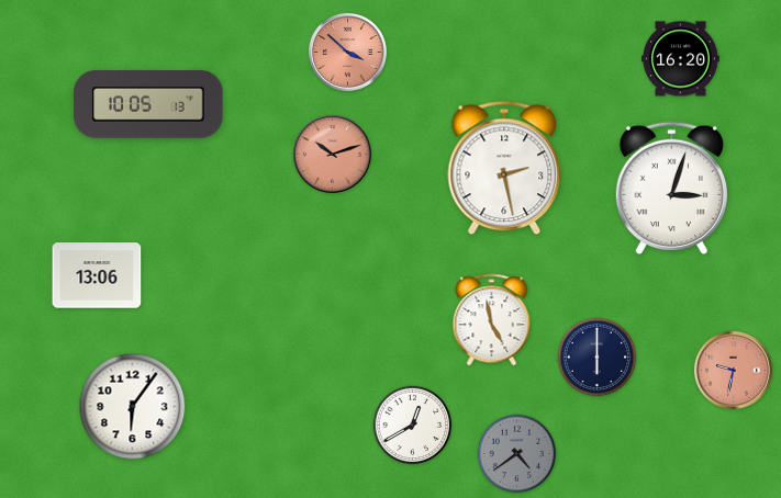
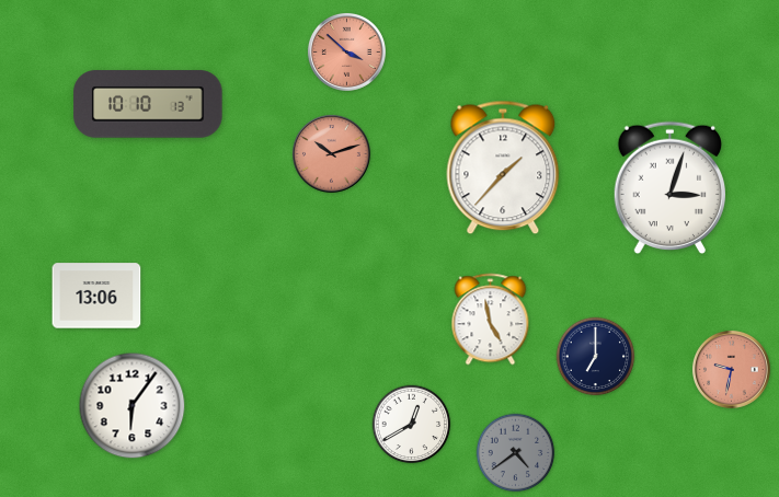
clock at (680, 59): 16:20 -> none
clock at (148, 104): 10:05 -> 10:10
clock at (504, 168): 2:28 -> 1:37
clock at (97, 275) position: (97, 275) -> (96, 296)
clock at (598, 358): 6:00 -> 7:00
